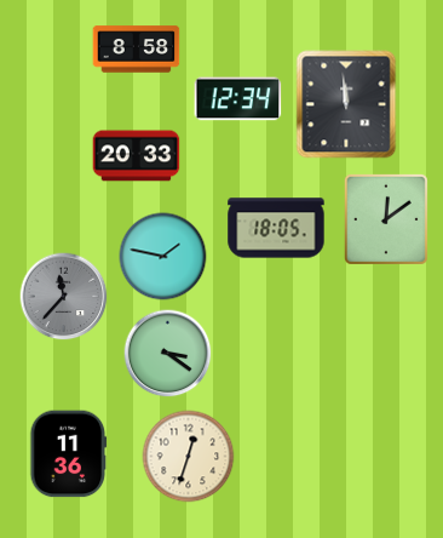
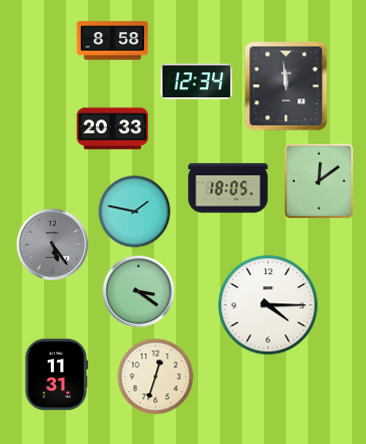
clock at (64, 297): 11:37 -> 5:24
clock at (268, 305): none -> 4:15
clock at (69, 454): 11:36 -> 11:31
